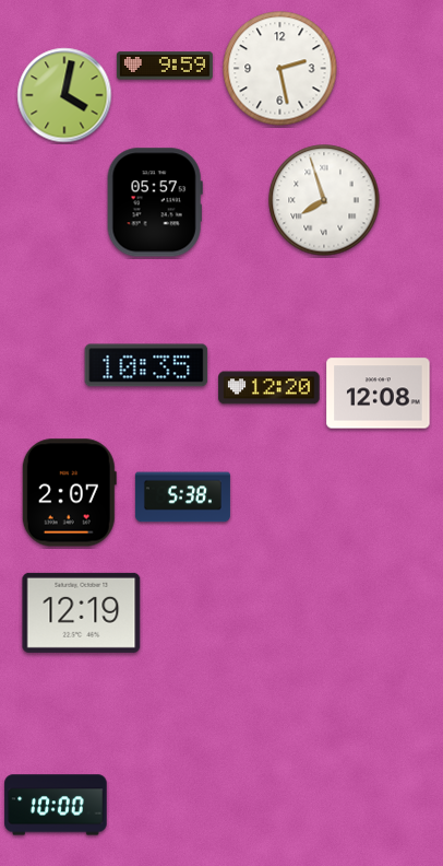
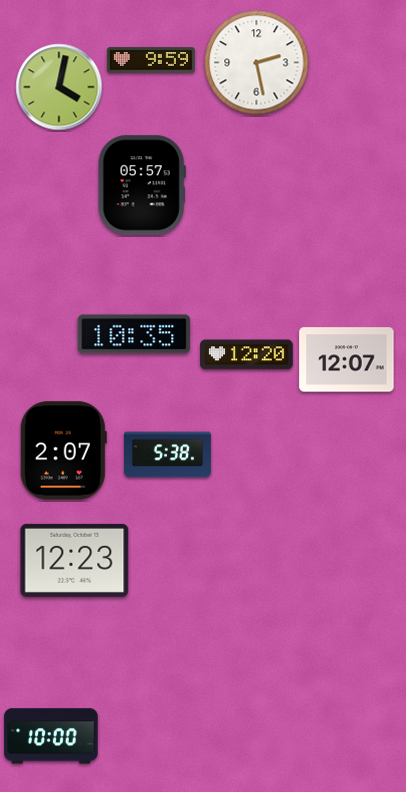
clock at (324, 200): 7:57 -> none
clock at (379, 394): 12:08 -> 12:07
clock at (82, 612): 12:19 -> 12:23
